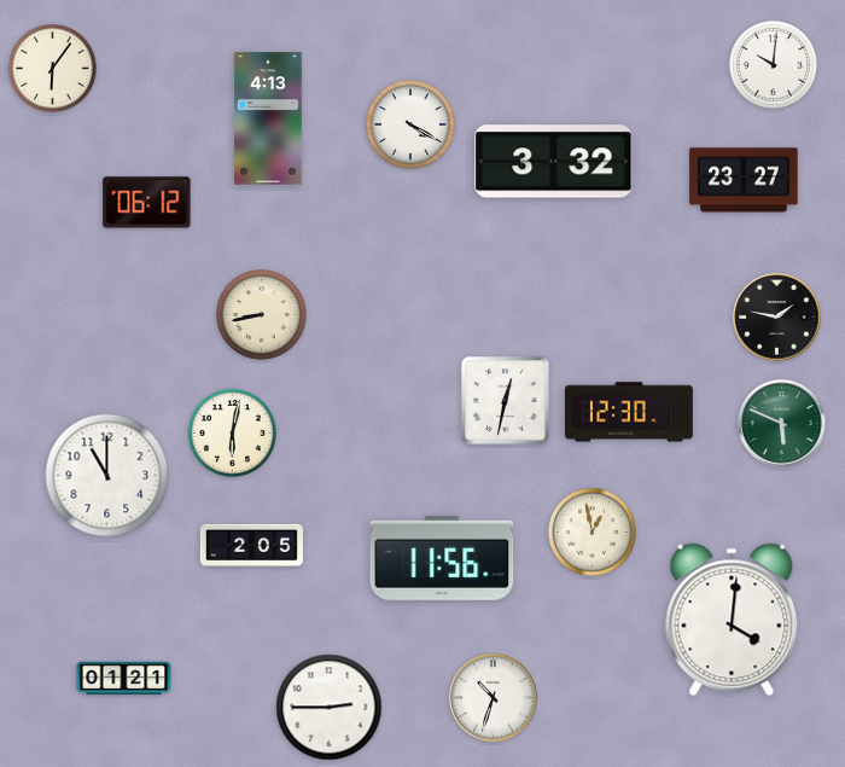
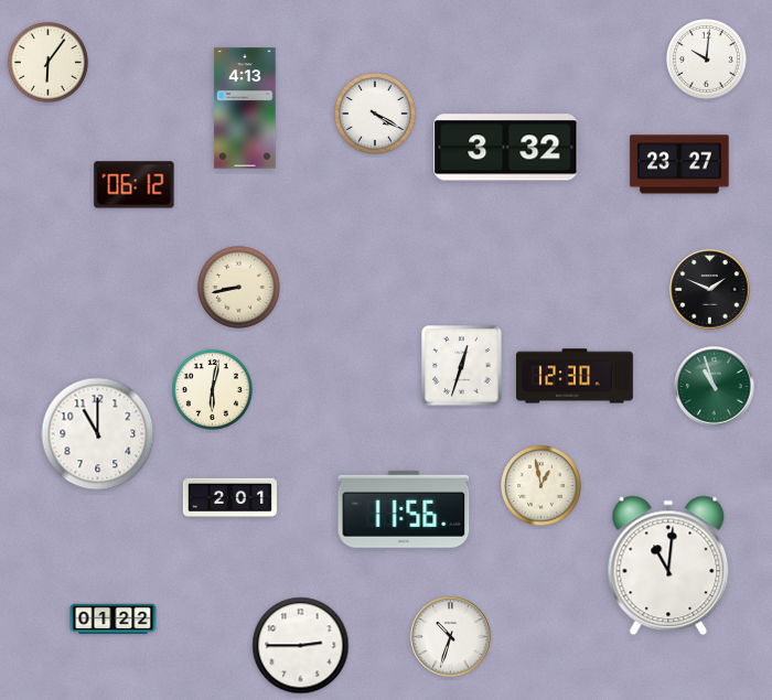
clock at (777, 318): 1:47 -> 1:49
clock at (506, 401): 12:32 -> 12:33
clock at (782, 424): 5:49 -> 10:57
clock at (232, 432) position: (232, 432) -> (212, 389)
clock at (251, 545): 2:05 -> 2:01
clock at (732, 620): 4:01 -> 11:01
clock at (124, 679): 01:21 -> 01:22
